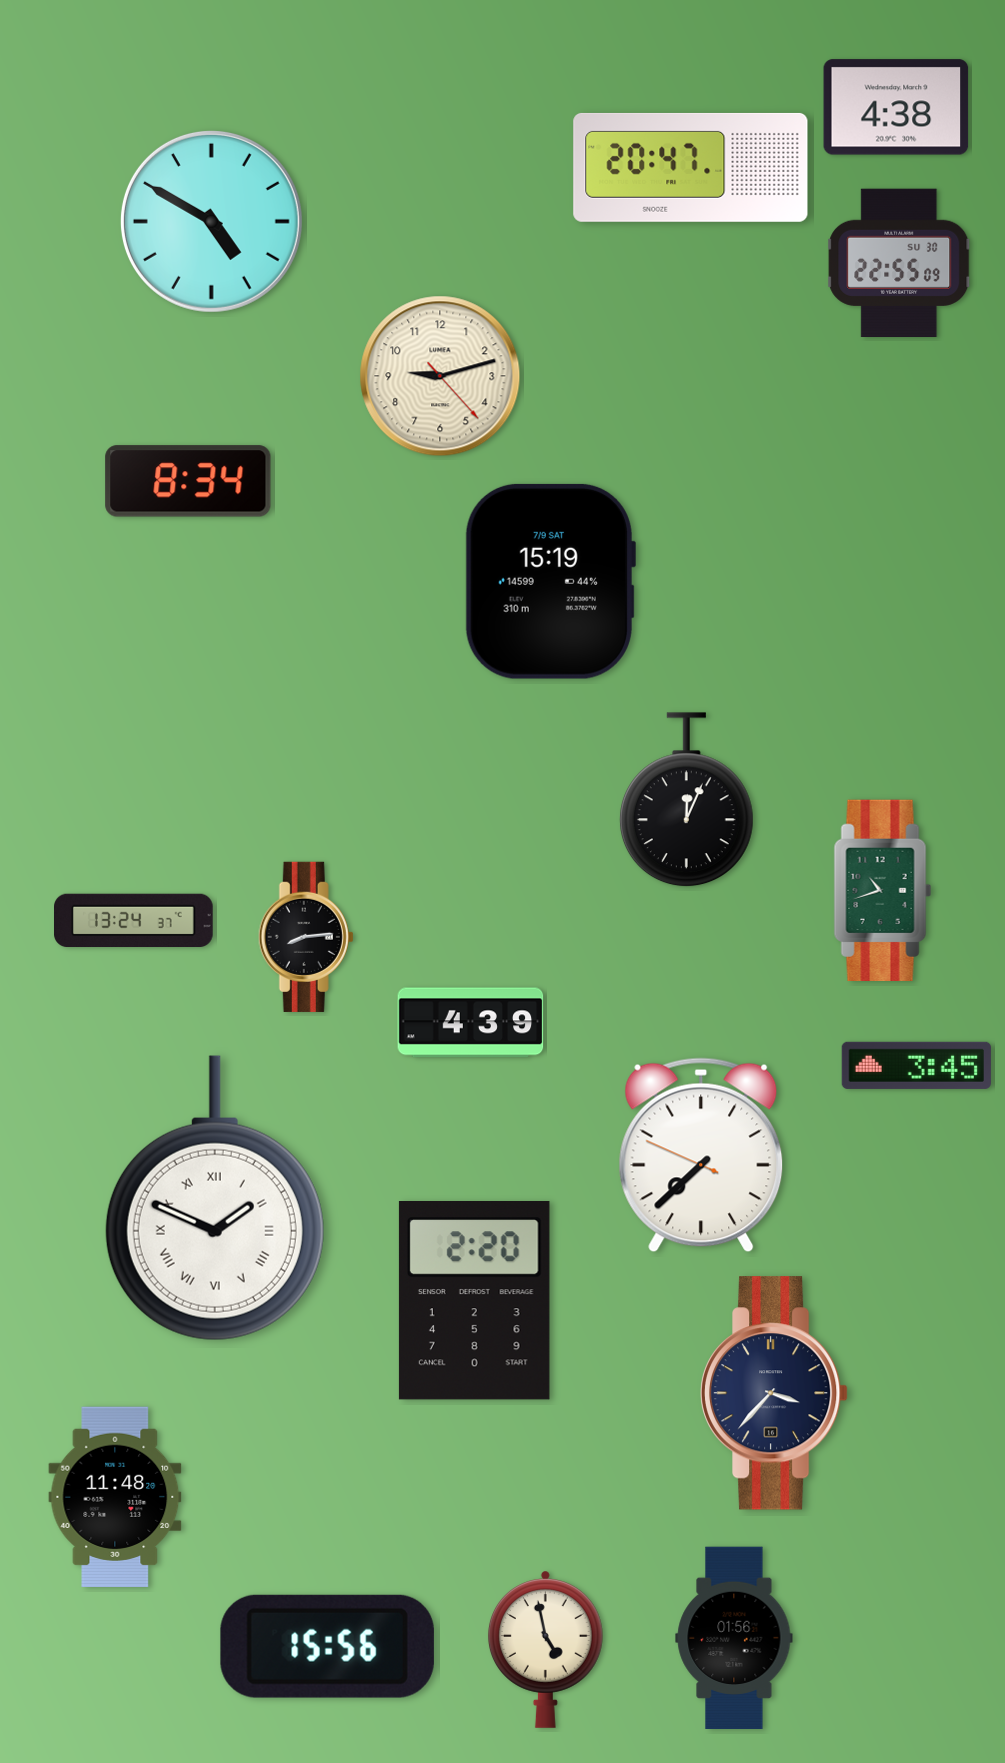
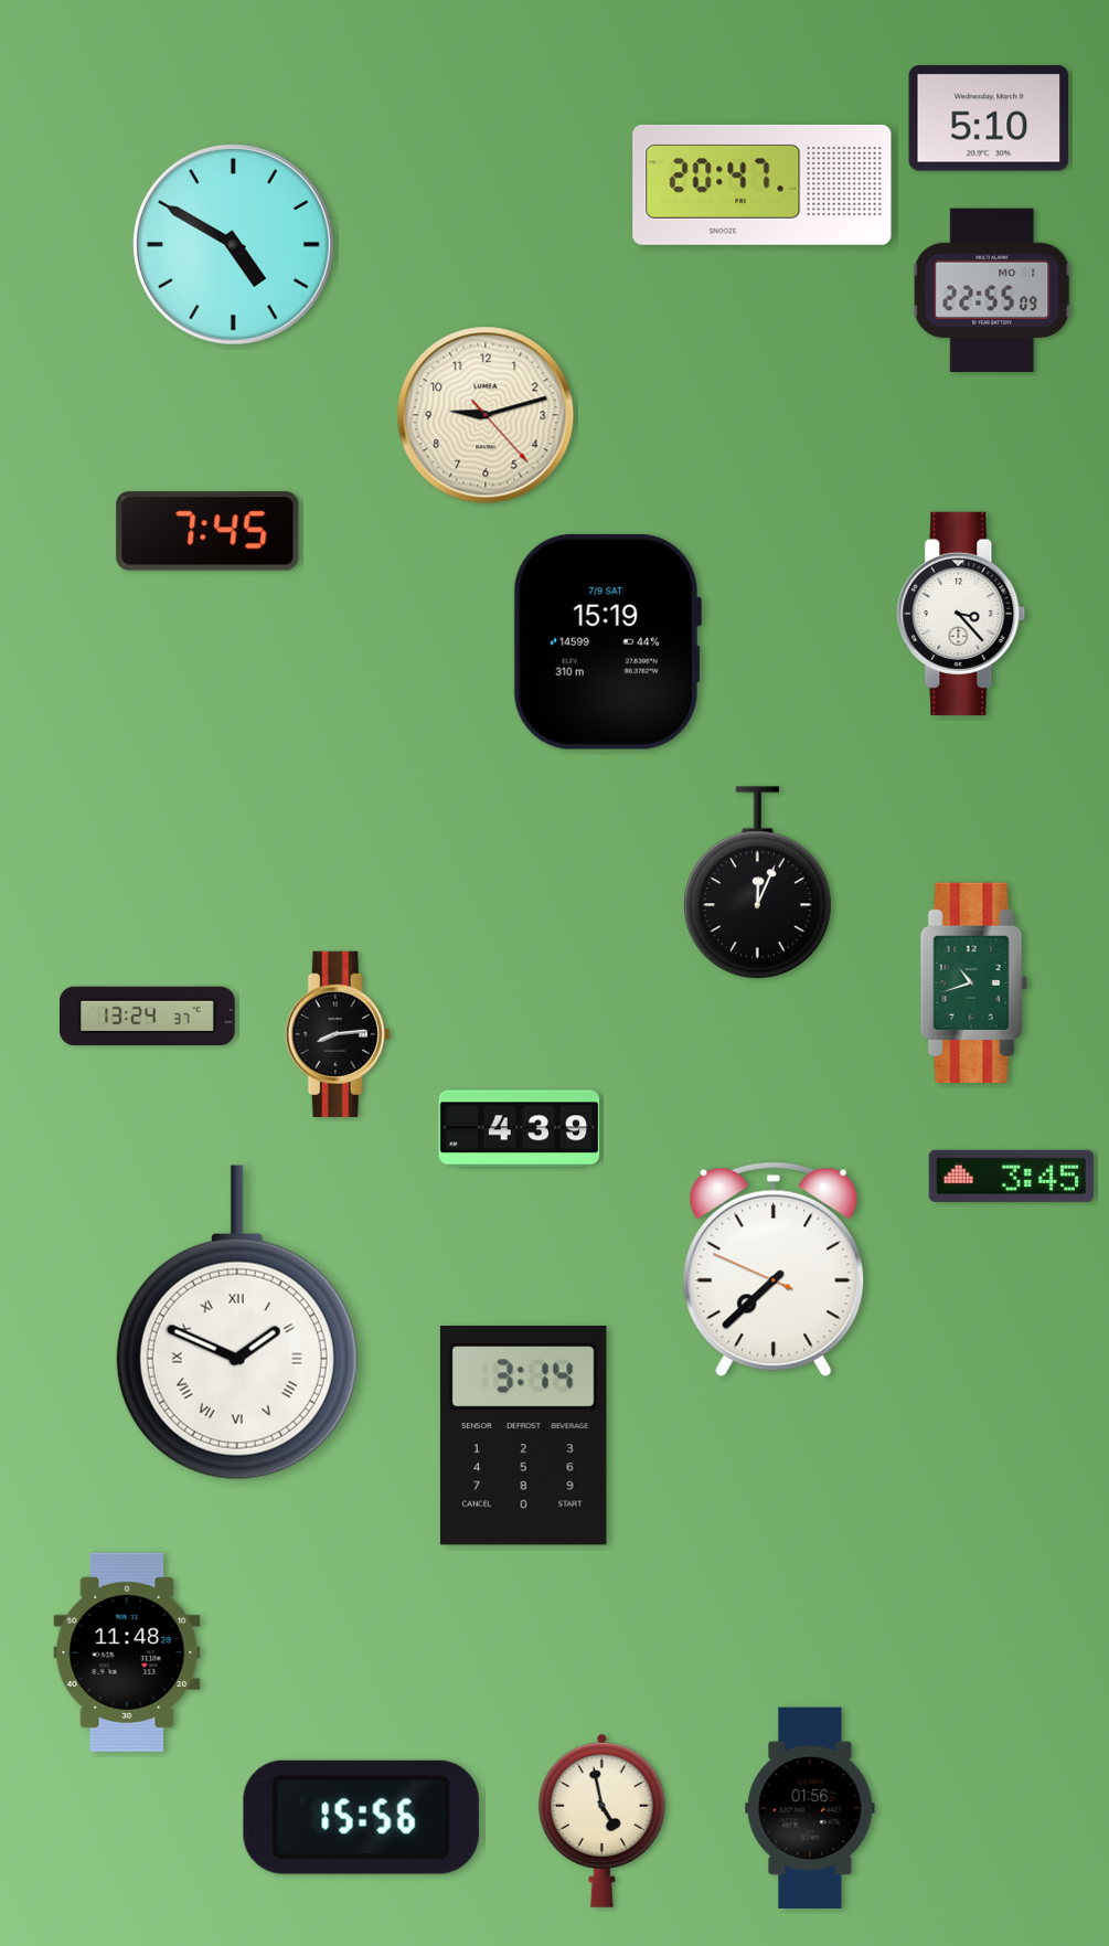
clock at (896, 107): 4:38 -> 5:10
clock at (900, 262) date: SU 30 -> MO 1
clock at (188, 481): 8:34 -> 7:45
clock at (961, 614): none -> 3:23
clock at (701, 1155) position: (701, 1155) -> (774, 1269)
clock at (474, 1301): 2:20 -> 3:14
clock at (775, 1393): 3:37 -> none
